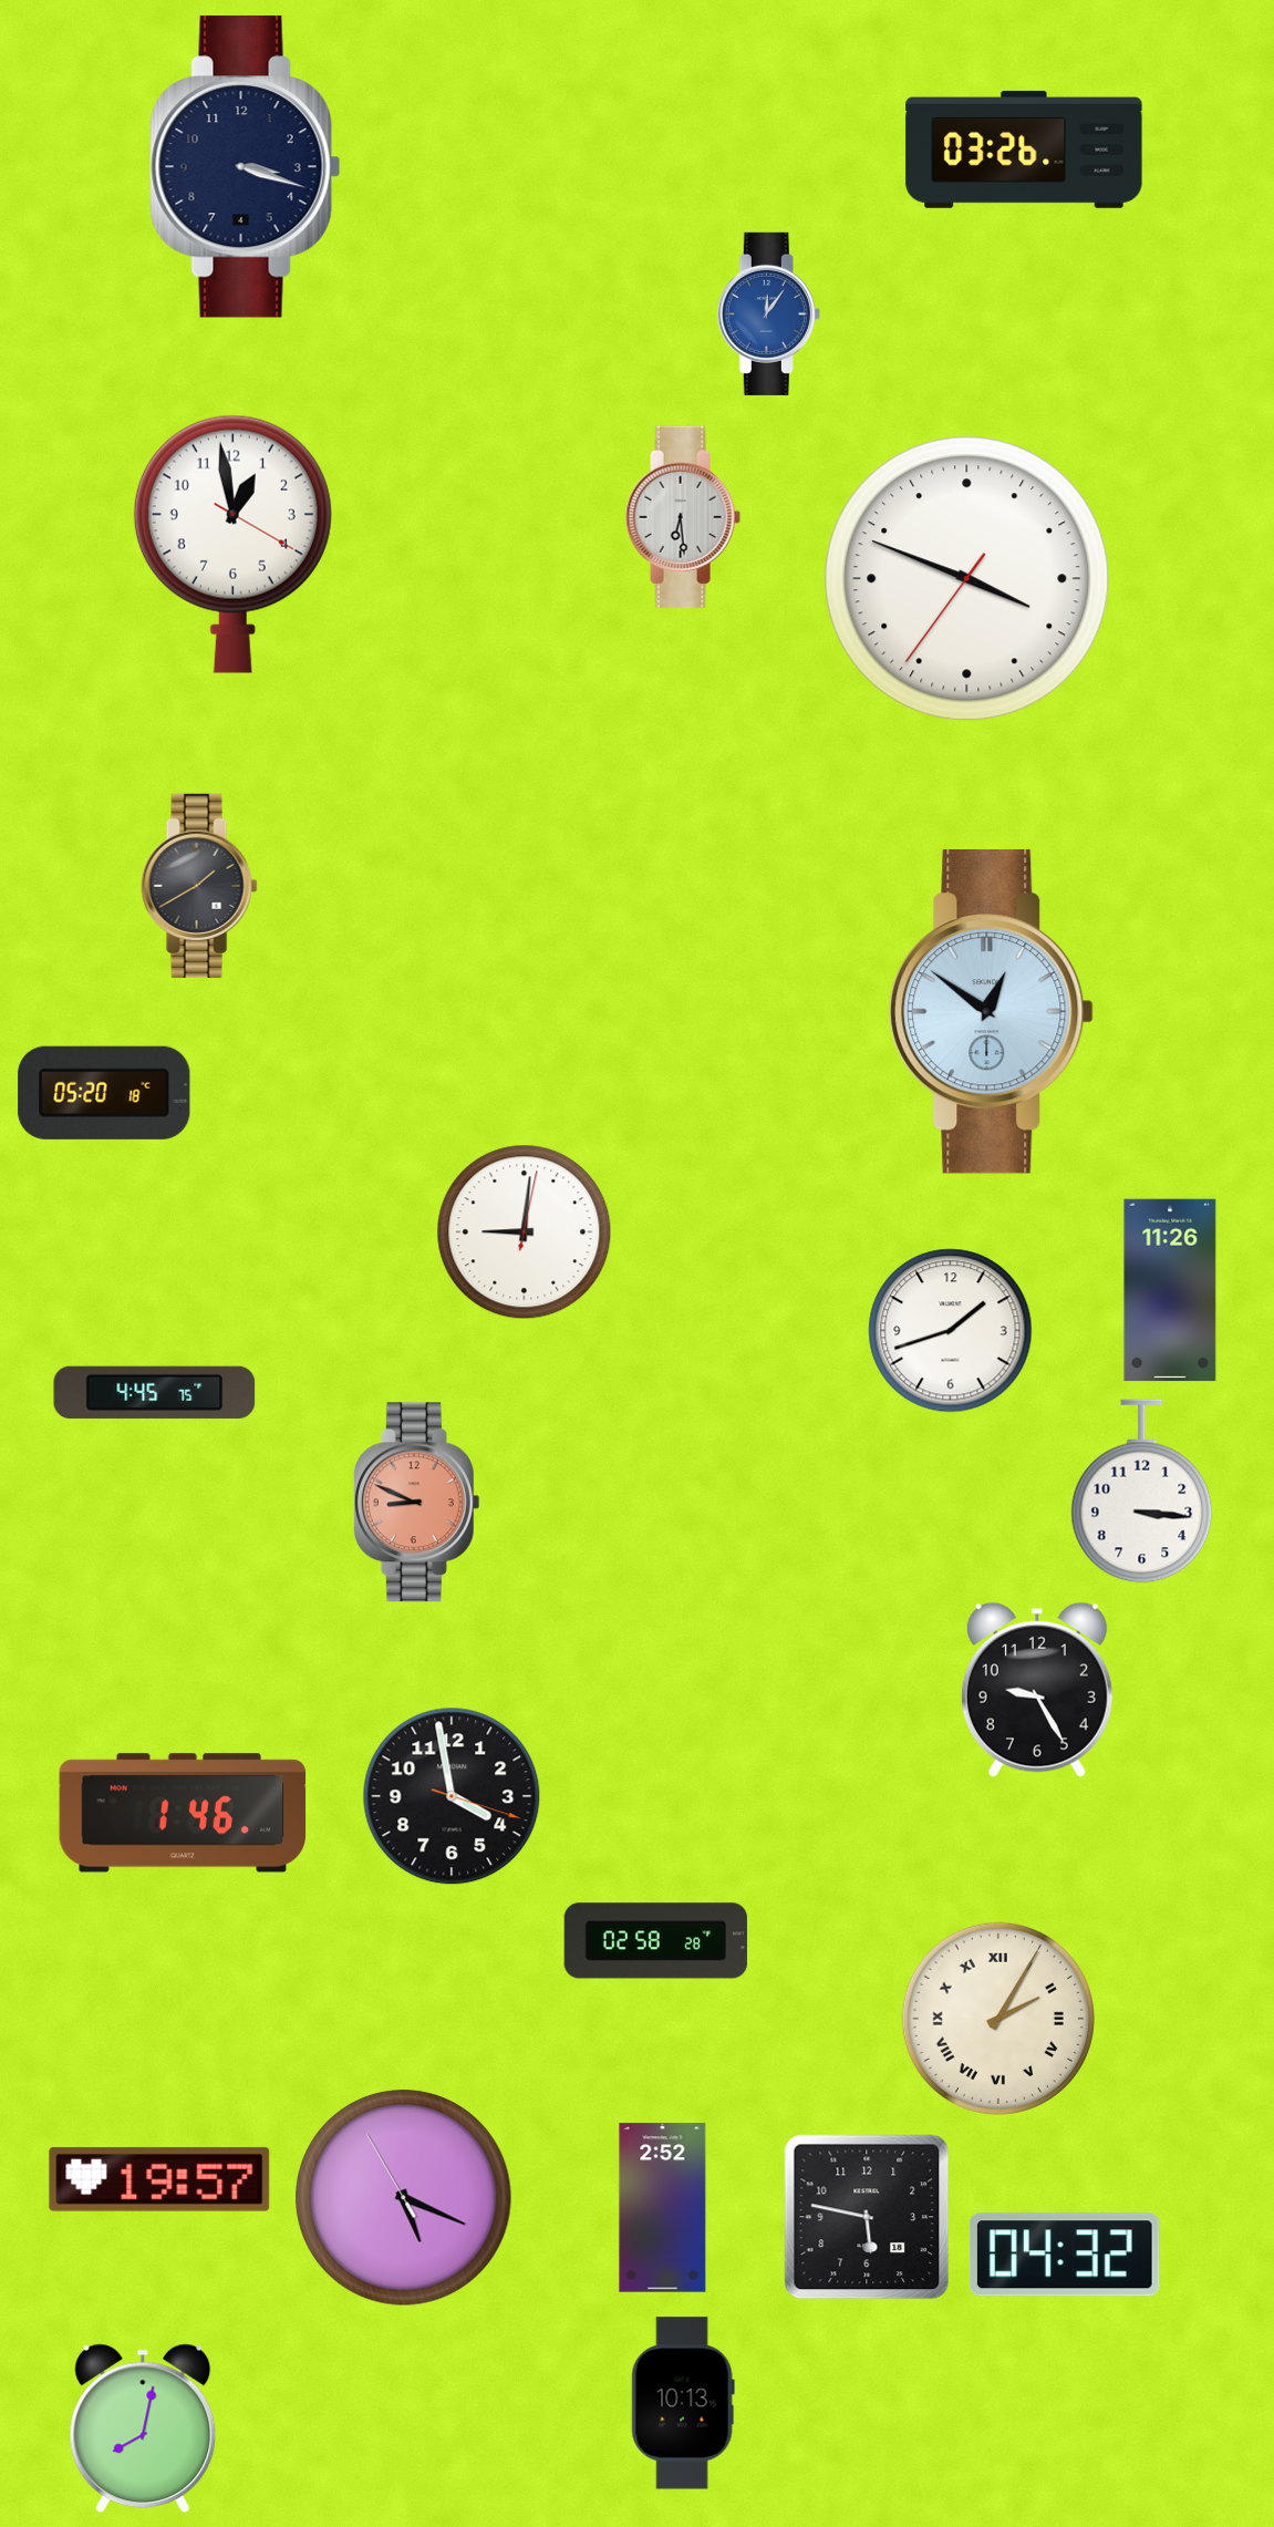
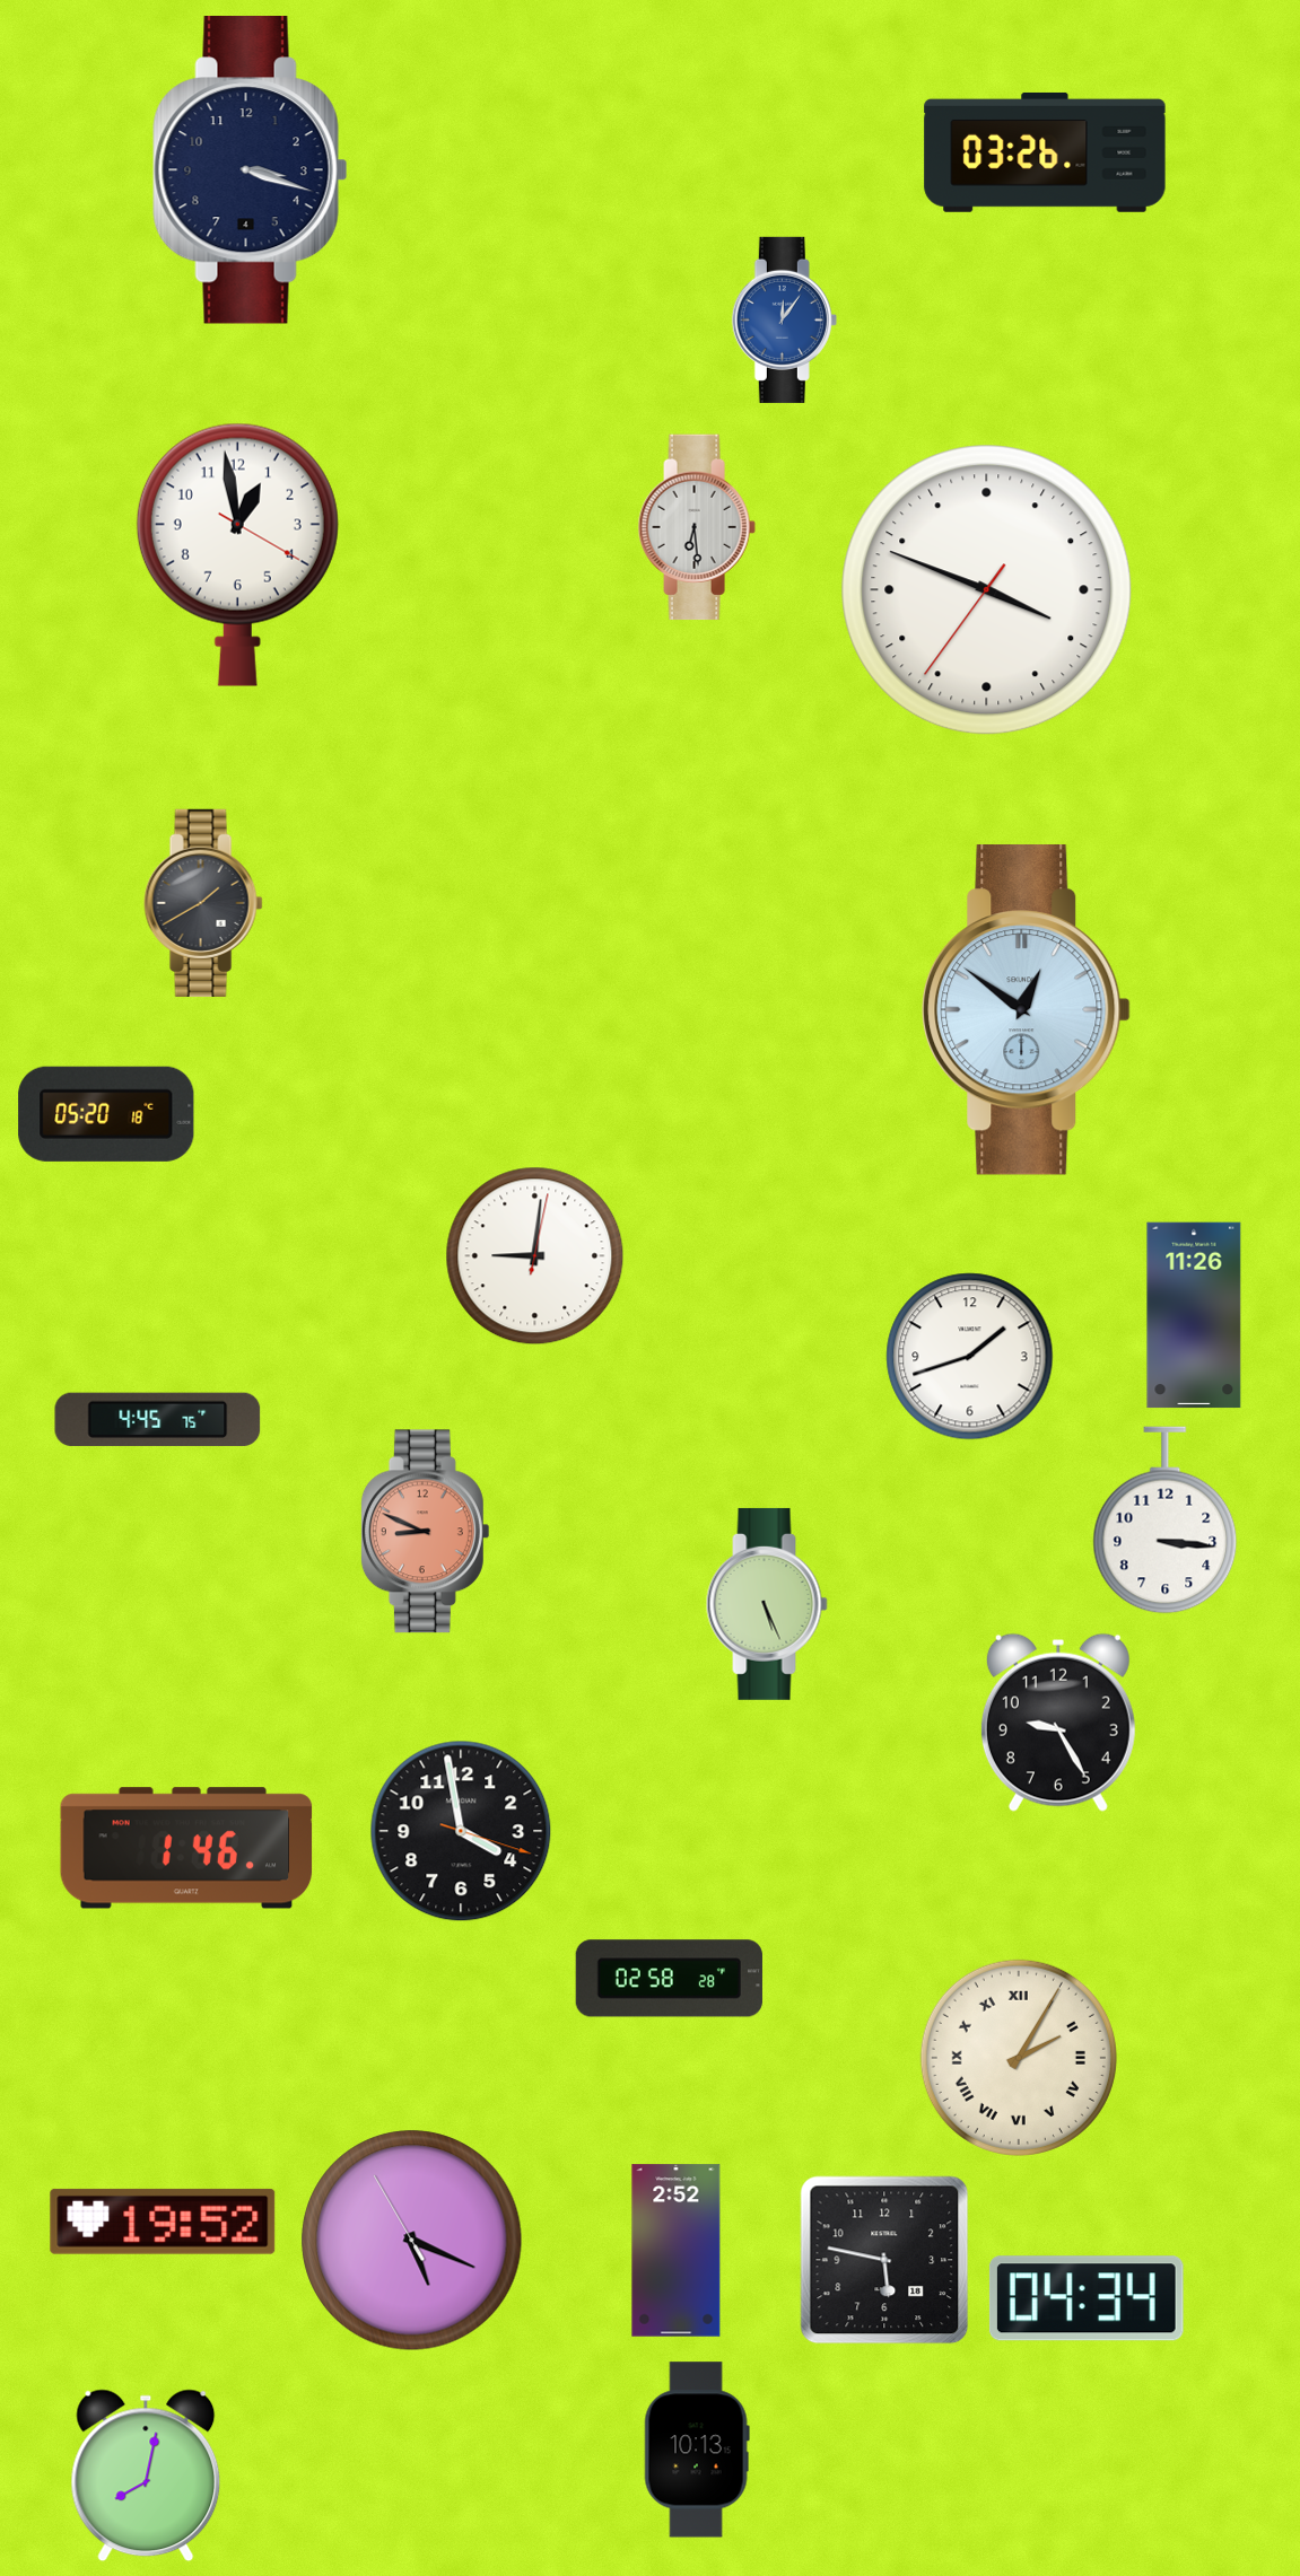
clock at (992, 1012) position: (992, 1012) -> (1027, 1010)
clock at (767, 1604): none -> 5:26
clock at (159, 2179): 19:57 -> 19:52
clock at (1065, 2255): 04:32 -> 04:34
